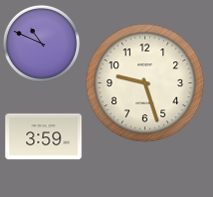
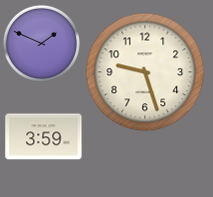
clock at (41, 43): 10:49 -> 1:49
clock at (145, 83) position: (145, 83) -> (145, 72)
